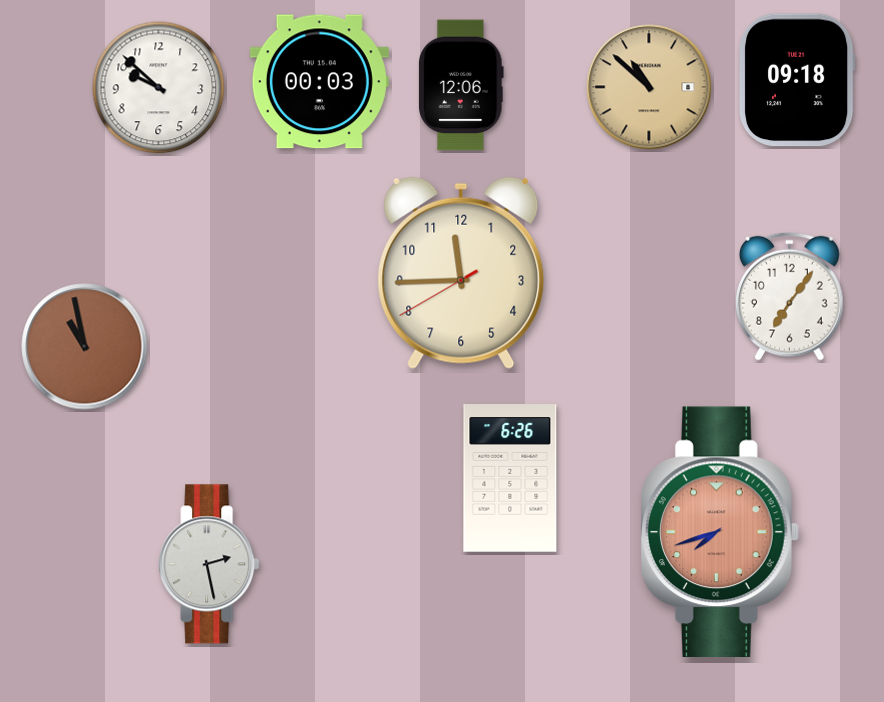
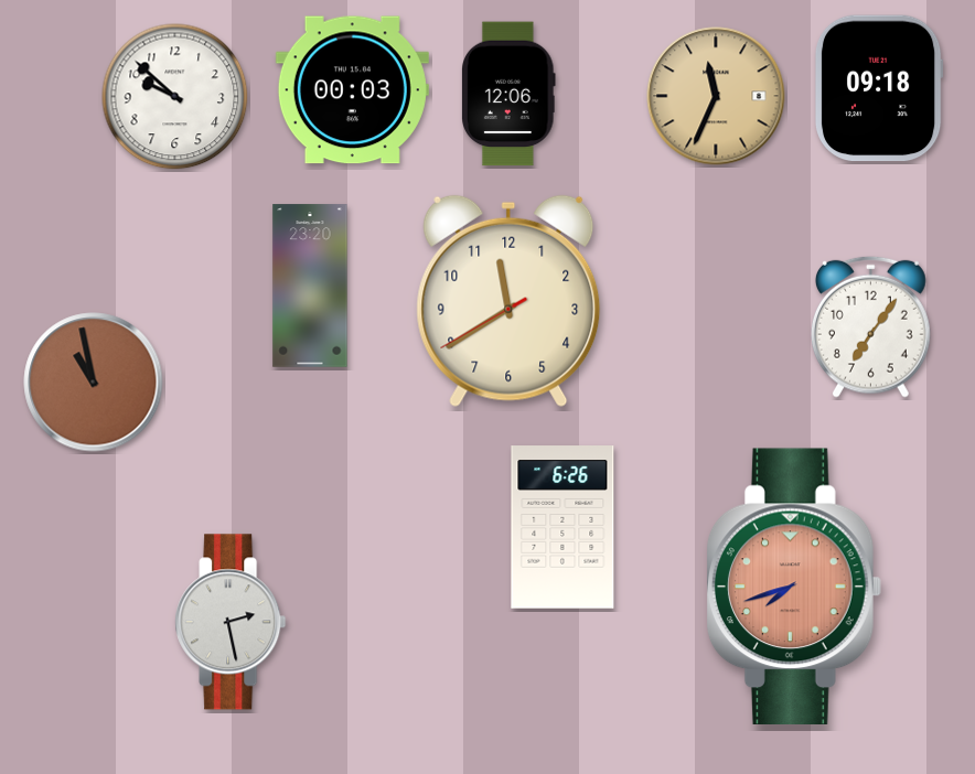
clock at (649, 87): 10:52 -> 11:34
clock at (310, 286): none -> 23:20
clock at (461, 273): 11:44 -> 11:39
